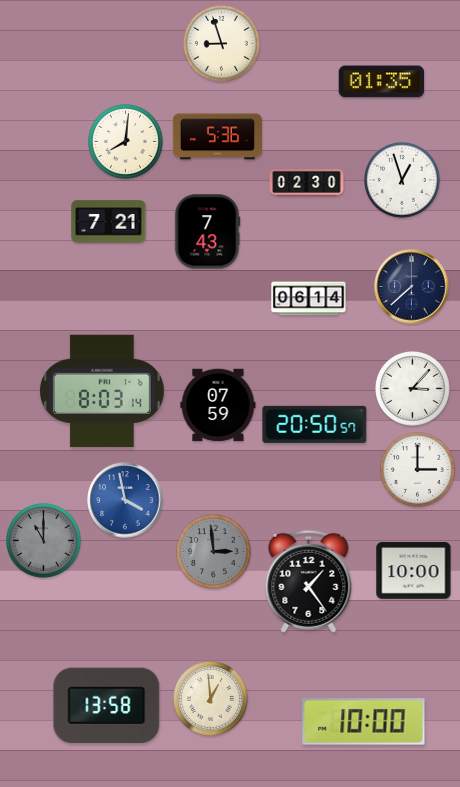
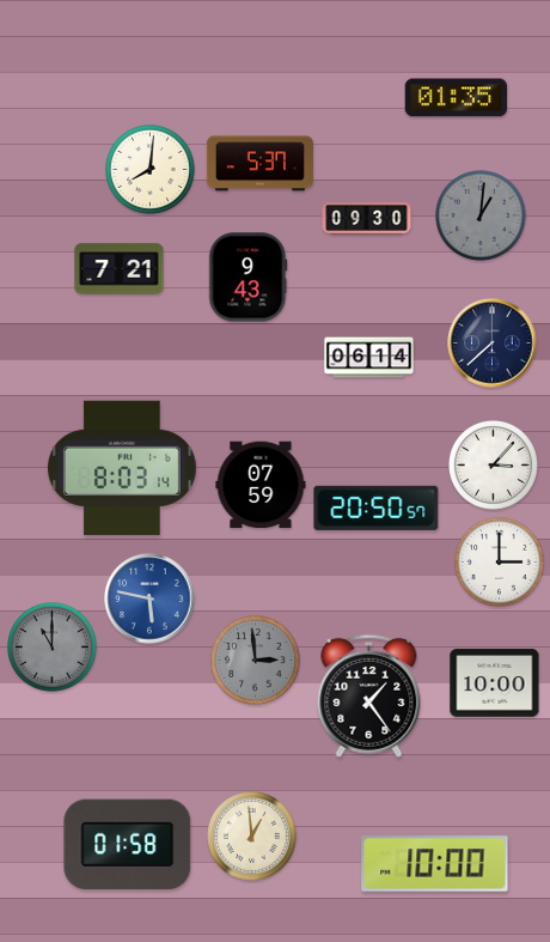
clock at (222, 44): 8:57 -> none
clock at (217, 137): 5:36 -> 5:37
clock at (403, 181): 12:57 -> 1:01
clock at (403, 181) dial: white -> grey
clock at (307, 183): 02:30 -> 09:30
clock at (109, 222) position: (109, 222) -> (120, 269)
clock at (207, 232): 7:43 -> 9:43
clock at (125, 500): 3:58 -> 5:47
clock at (107, 706): 13:58 -> 01:58
